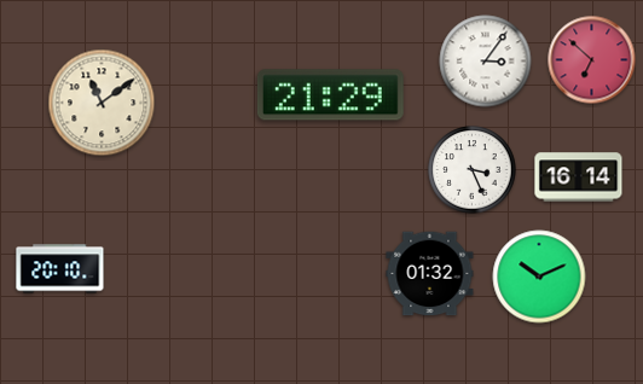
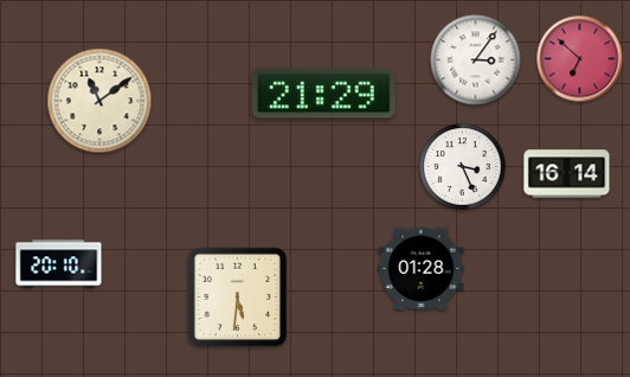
clock at (430, 274): 01:32 -> 01:28
clock at (539, 277): 10:11 -> none
clock at (238, 298): none -> 5:31
